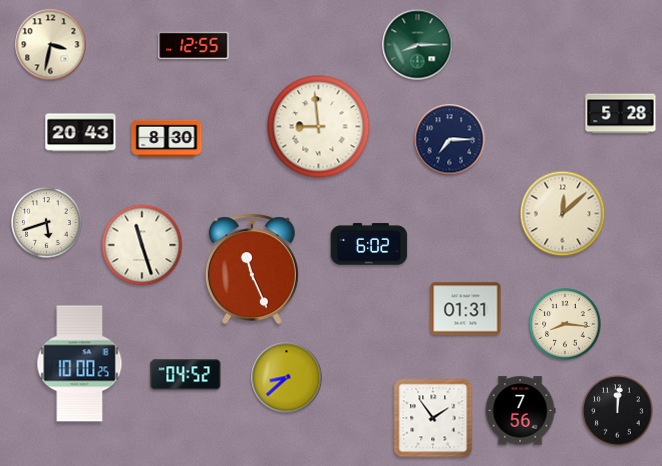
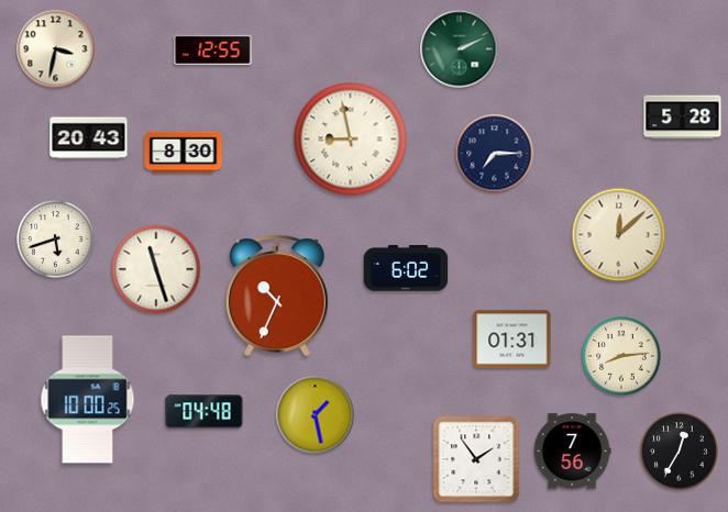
clock at (418, 45): 8:15 -> 2:11
clock at (621, 114) position: (621, 114) -> (683, 118)
clock at (319, 127): 8:59 -> 8:58
clock at (81, 133) position: (81, 133) -> (89, 138)
clock at (47, 223) position: (47, 223) -> (56, 240)
clock at (252, 269): 11:26 -> 10:34
clock at (565, 324): 8:16 -> 8:14
clock at (186, 375): 04:52 -> 04:48
clock at (287, 378): 8:38 -> 1:28
clock at (618, 411): 12:01 -> 12:35
